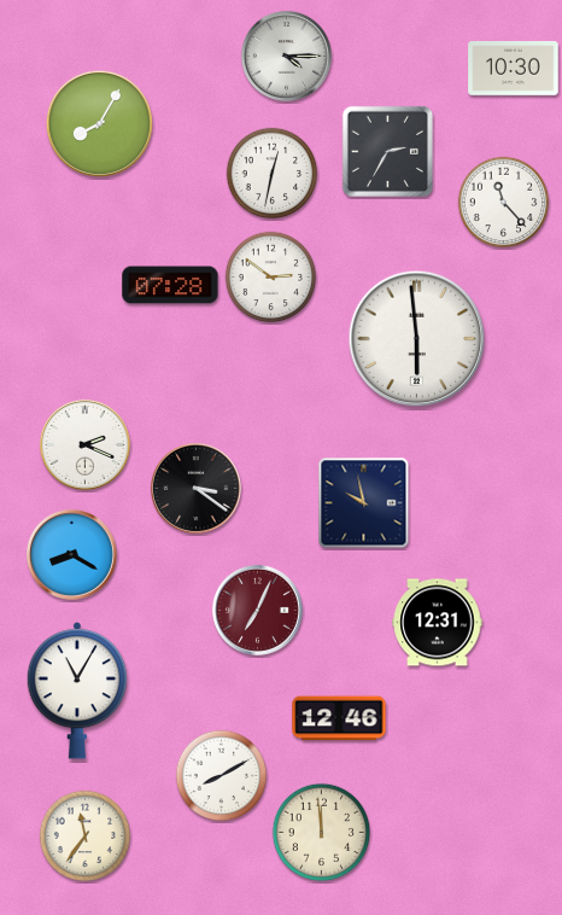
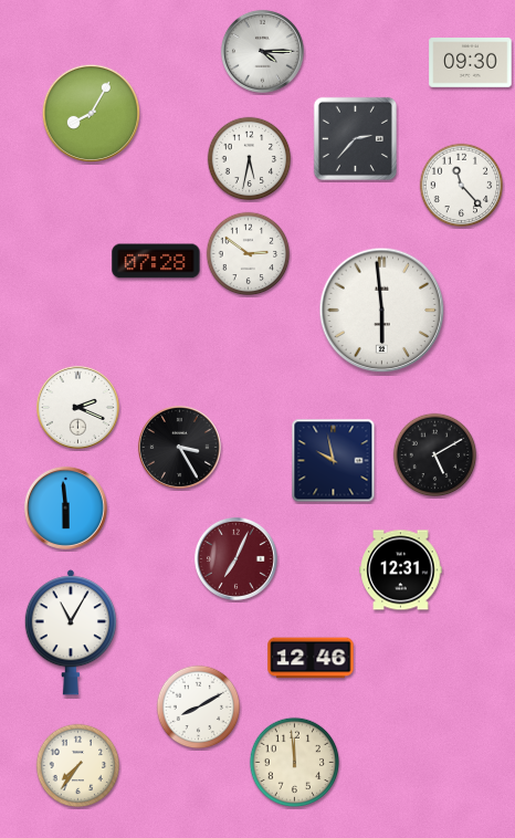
clock at (514, 69): 10:30 -> 09:30
clock at (387, 151): 2:35 -> 2:37
clock at (273, 174): 12:32 -> 5:32
clock at (195, 488): 3:21 -> 3:25
clock at (435, 455): none -> 5:10
clock at (71, 554): 8:20 -> 5:59
clock at (222, 776) position: (222, 776) -> (199, 708)
clock at (86, 837): 11:36 -> 7:36
